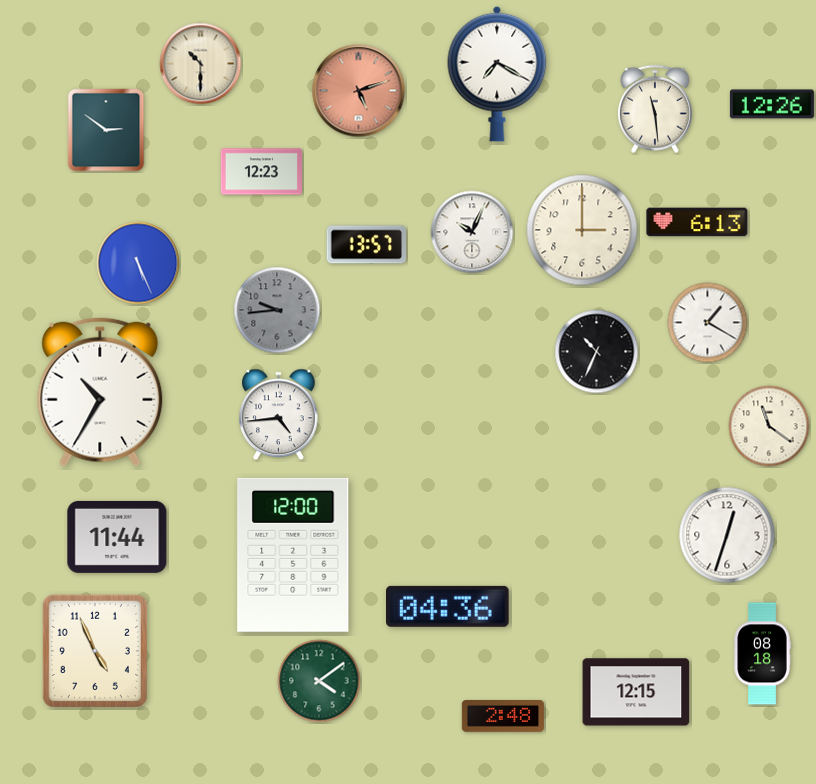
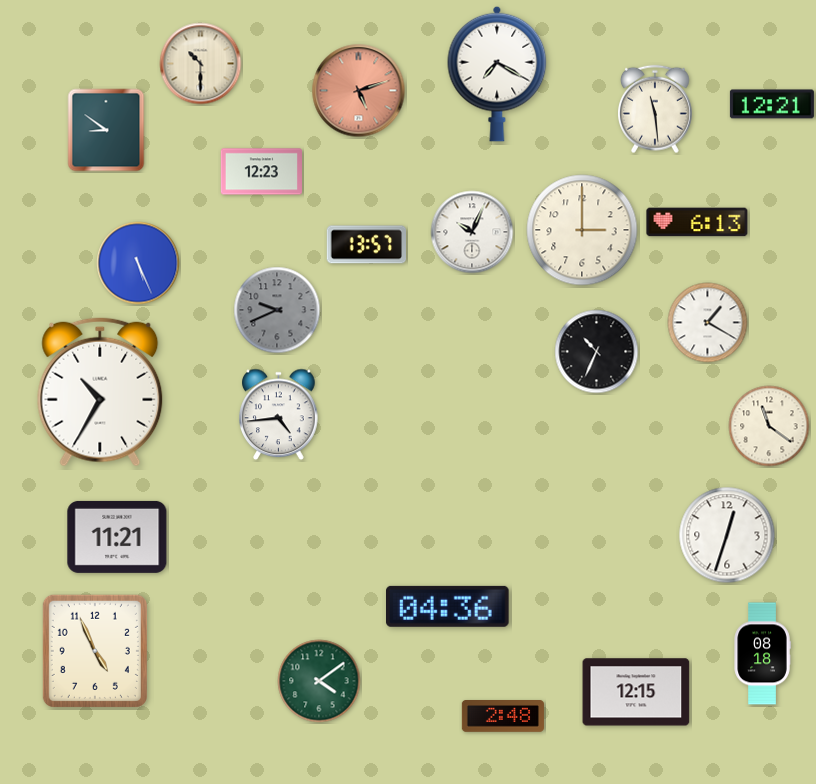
clock at (772, 104): 12:26 -> 12:21
clock at (106, 130): 2:51 -> 8:51
clock at (277, 310): 9:44 -> 9:41
clock at (117, 537): 11:44 -> 11:21
clock at (293, 555): 12:00 -> none
